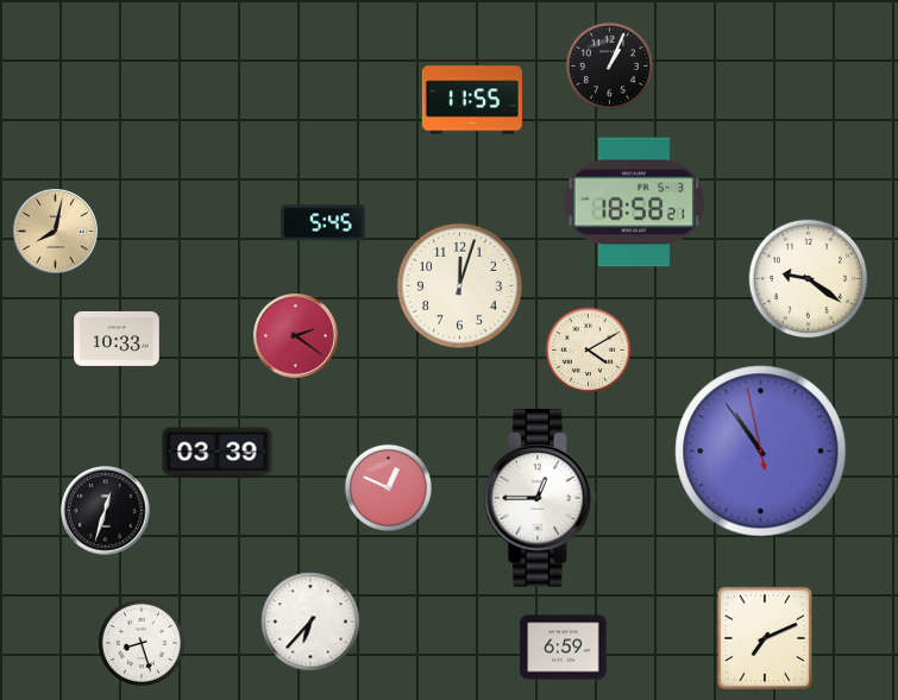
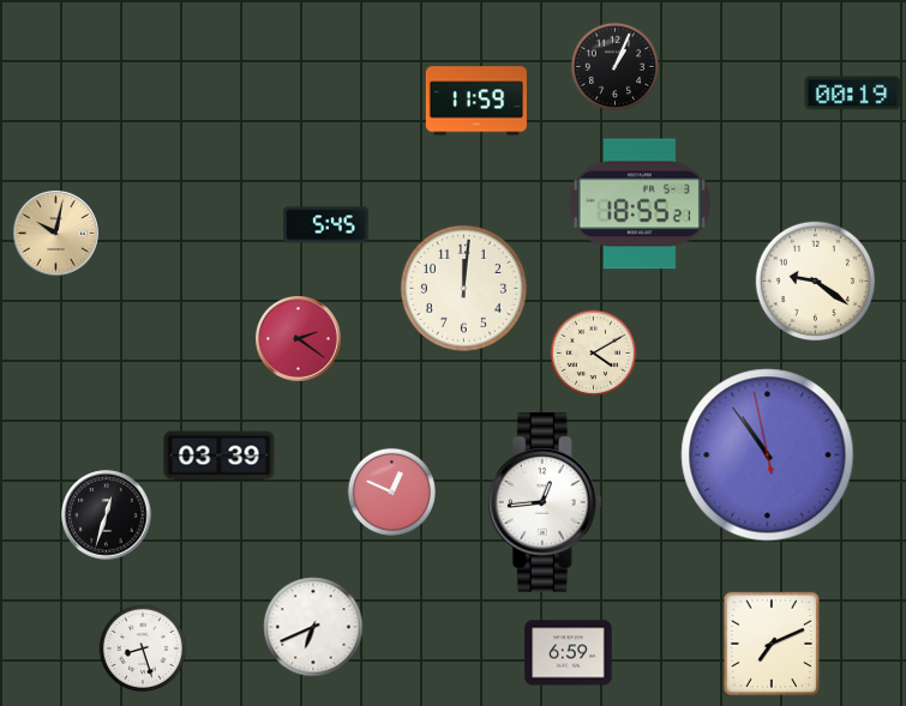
clock at (853, 93): none -> 00:19
clock at (472, 100): 11:55 -> 11:59
clock at (634, 202): 18:58 -> 18:55
clock at (56, 232): 8:02 -> 10:02
clock at (459, 285): 12:03 -> 12:01
clock at (117, 339): 10:33 -> none
clock at (540, 498): 12:45 -> 12:44
clock at (310, 622): 6:37 -> 6:41
